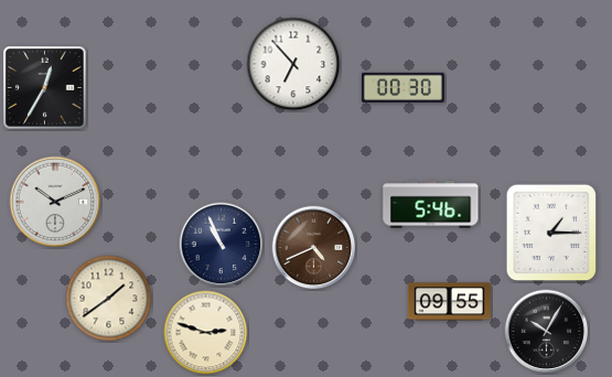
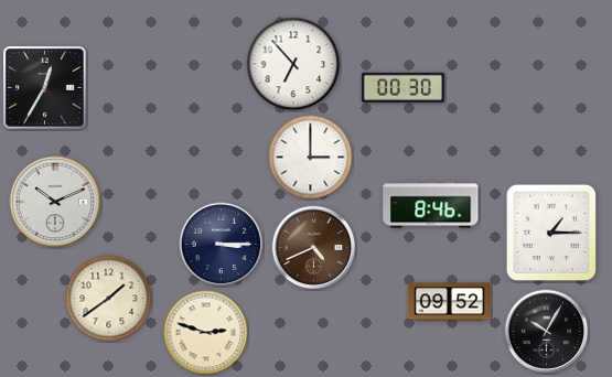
clock at (311, 158): none -> 3:00
clock at (431, 205): 5:46 -> 8:46
clock at (222, 245): 10:56 -> 3:15
clock at (449, 302): 09:55 -> 09:52
